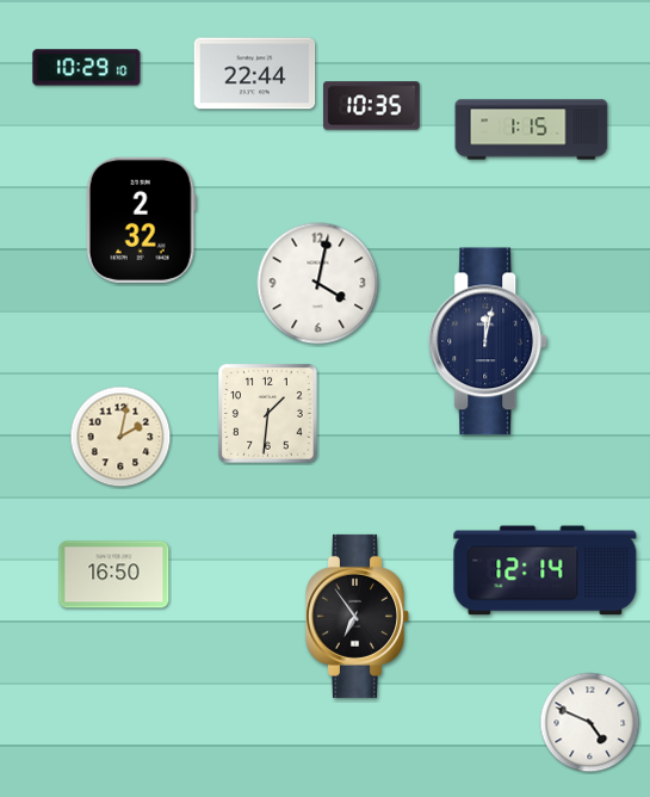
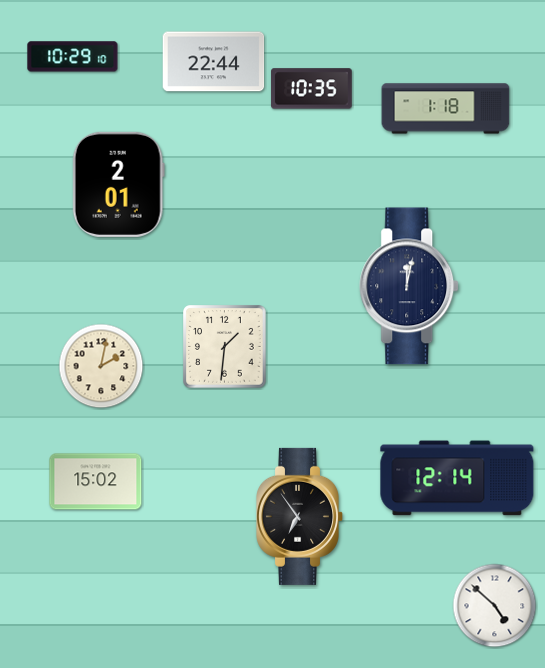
clock at (532, 130): 1:15 -> 1:18
clock at (141, 220): 2:32 -> 2:01
clock at (318, 284): 4:02 -> none
clock at (114, 575): 16:50 -> 15:02
clock at (590, 723): 4:49 -> 4:52
